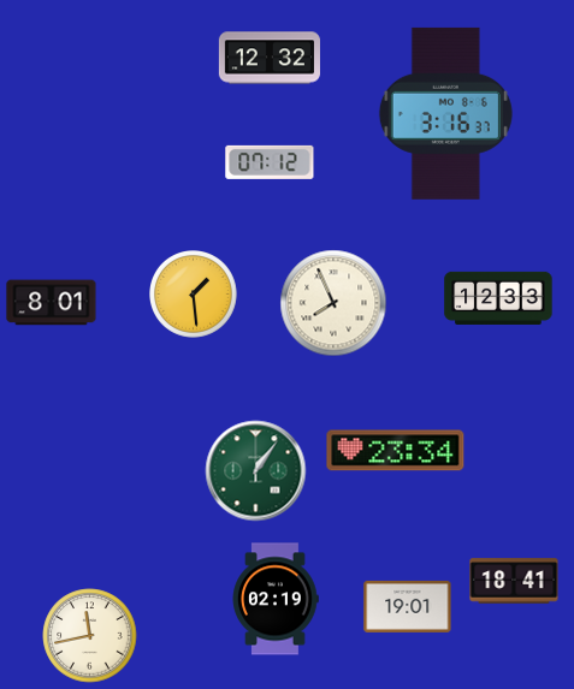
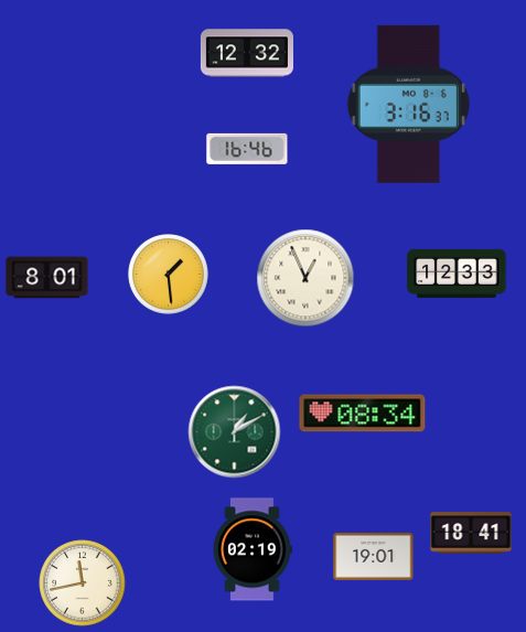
clock at (270, 162): 07:12 -> 16:46
clock at (194, 295) position: (194, 295) -> (169, 275)
clock at (333, 303): 7:56 -> 12:56
clock at (396, 451): 23:34 -> 08:34
clock at (256, 471): 1:06 -> 1:10
